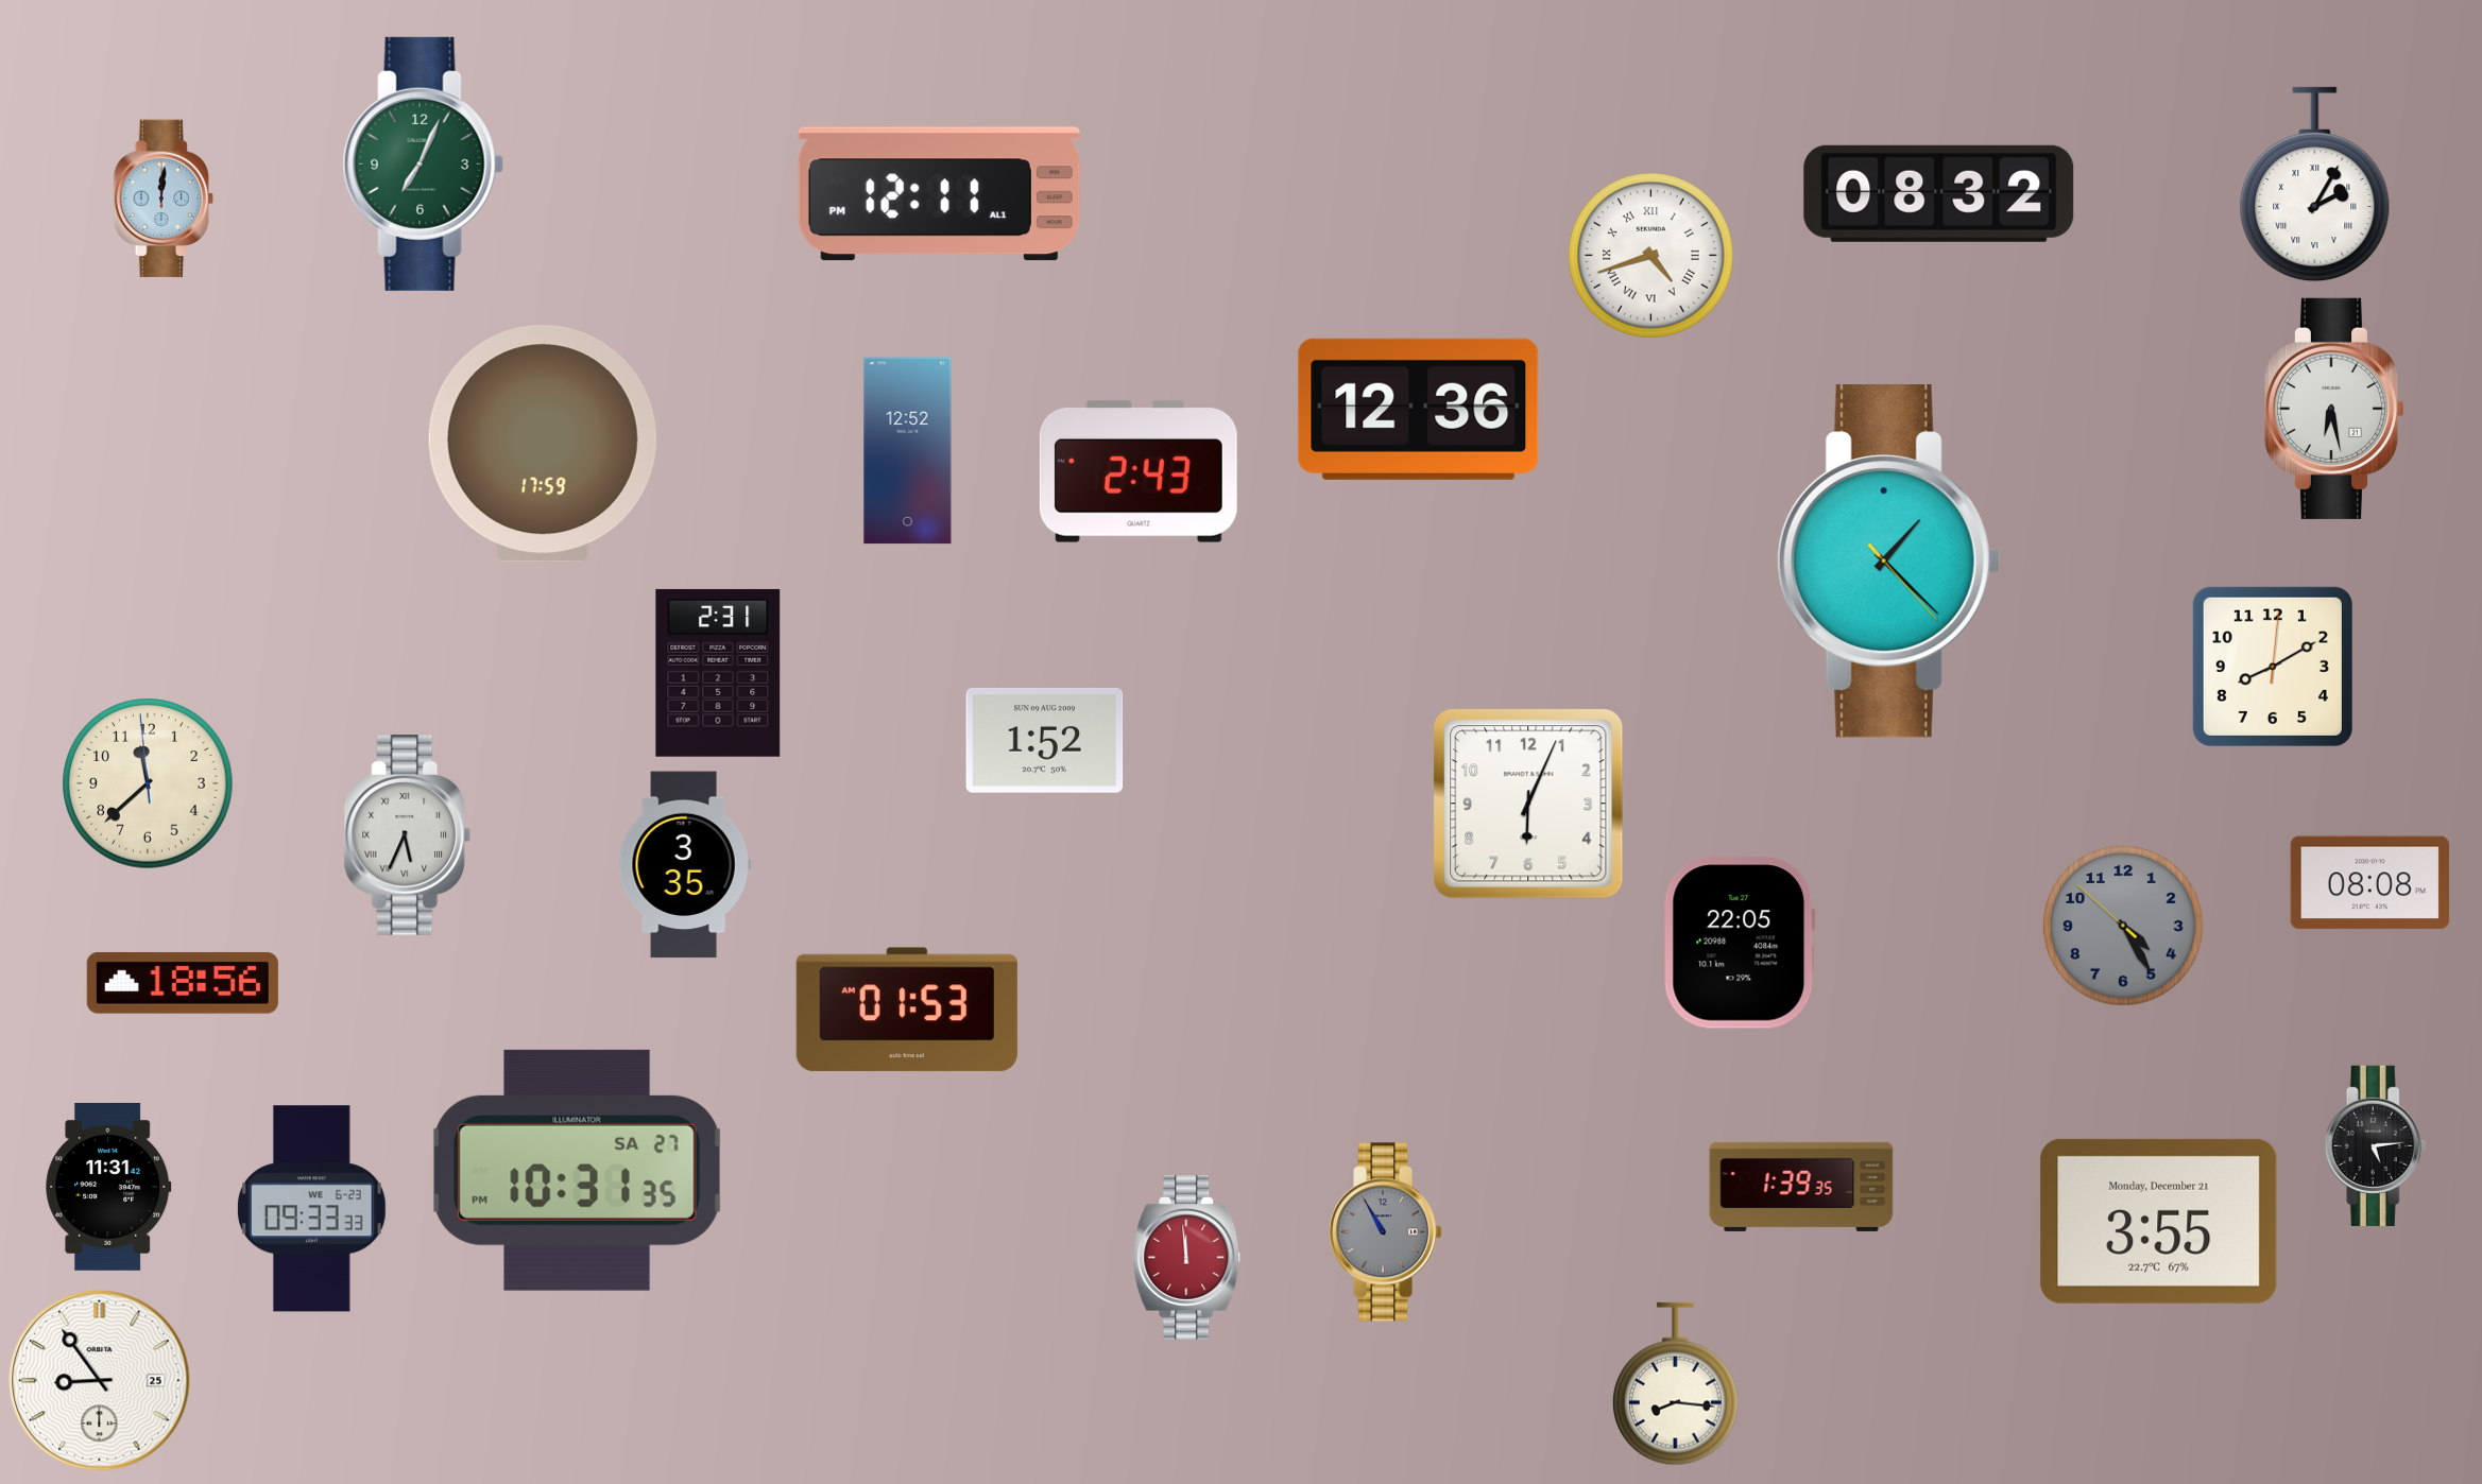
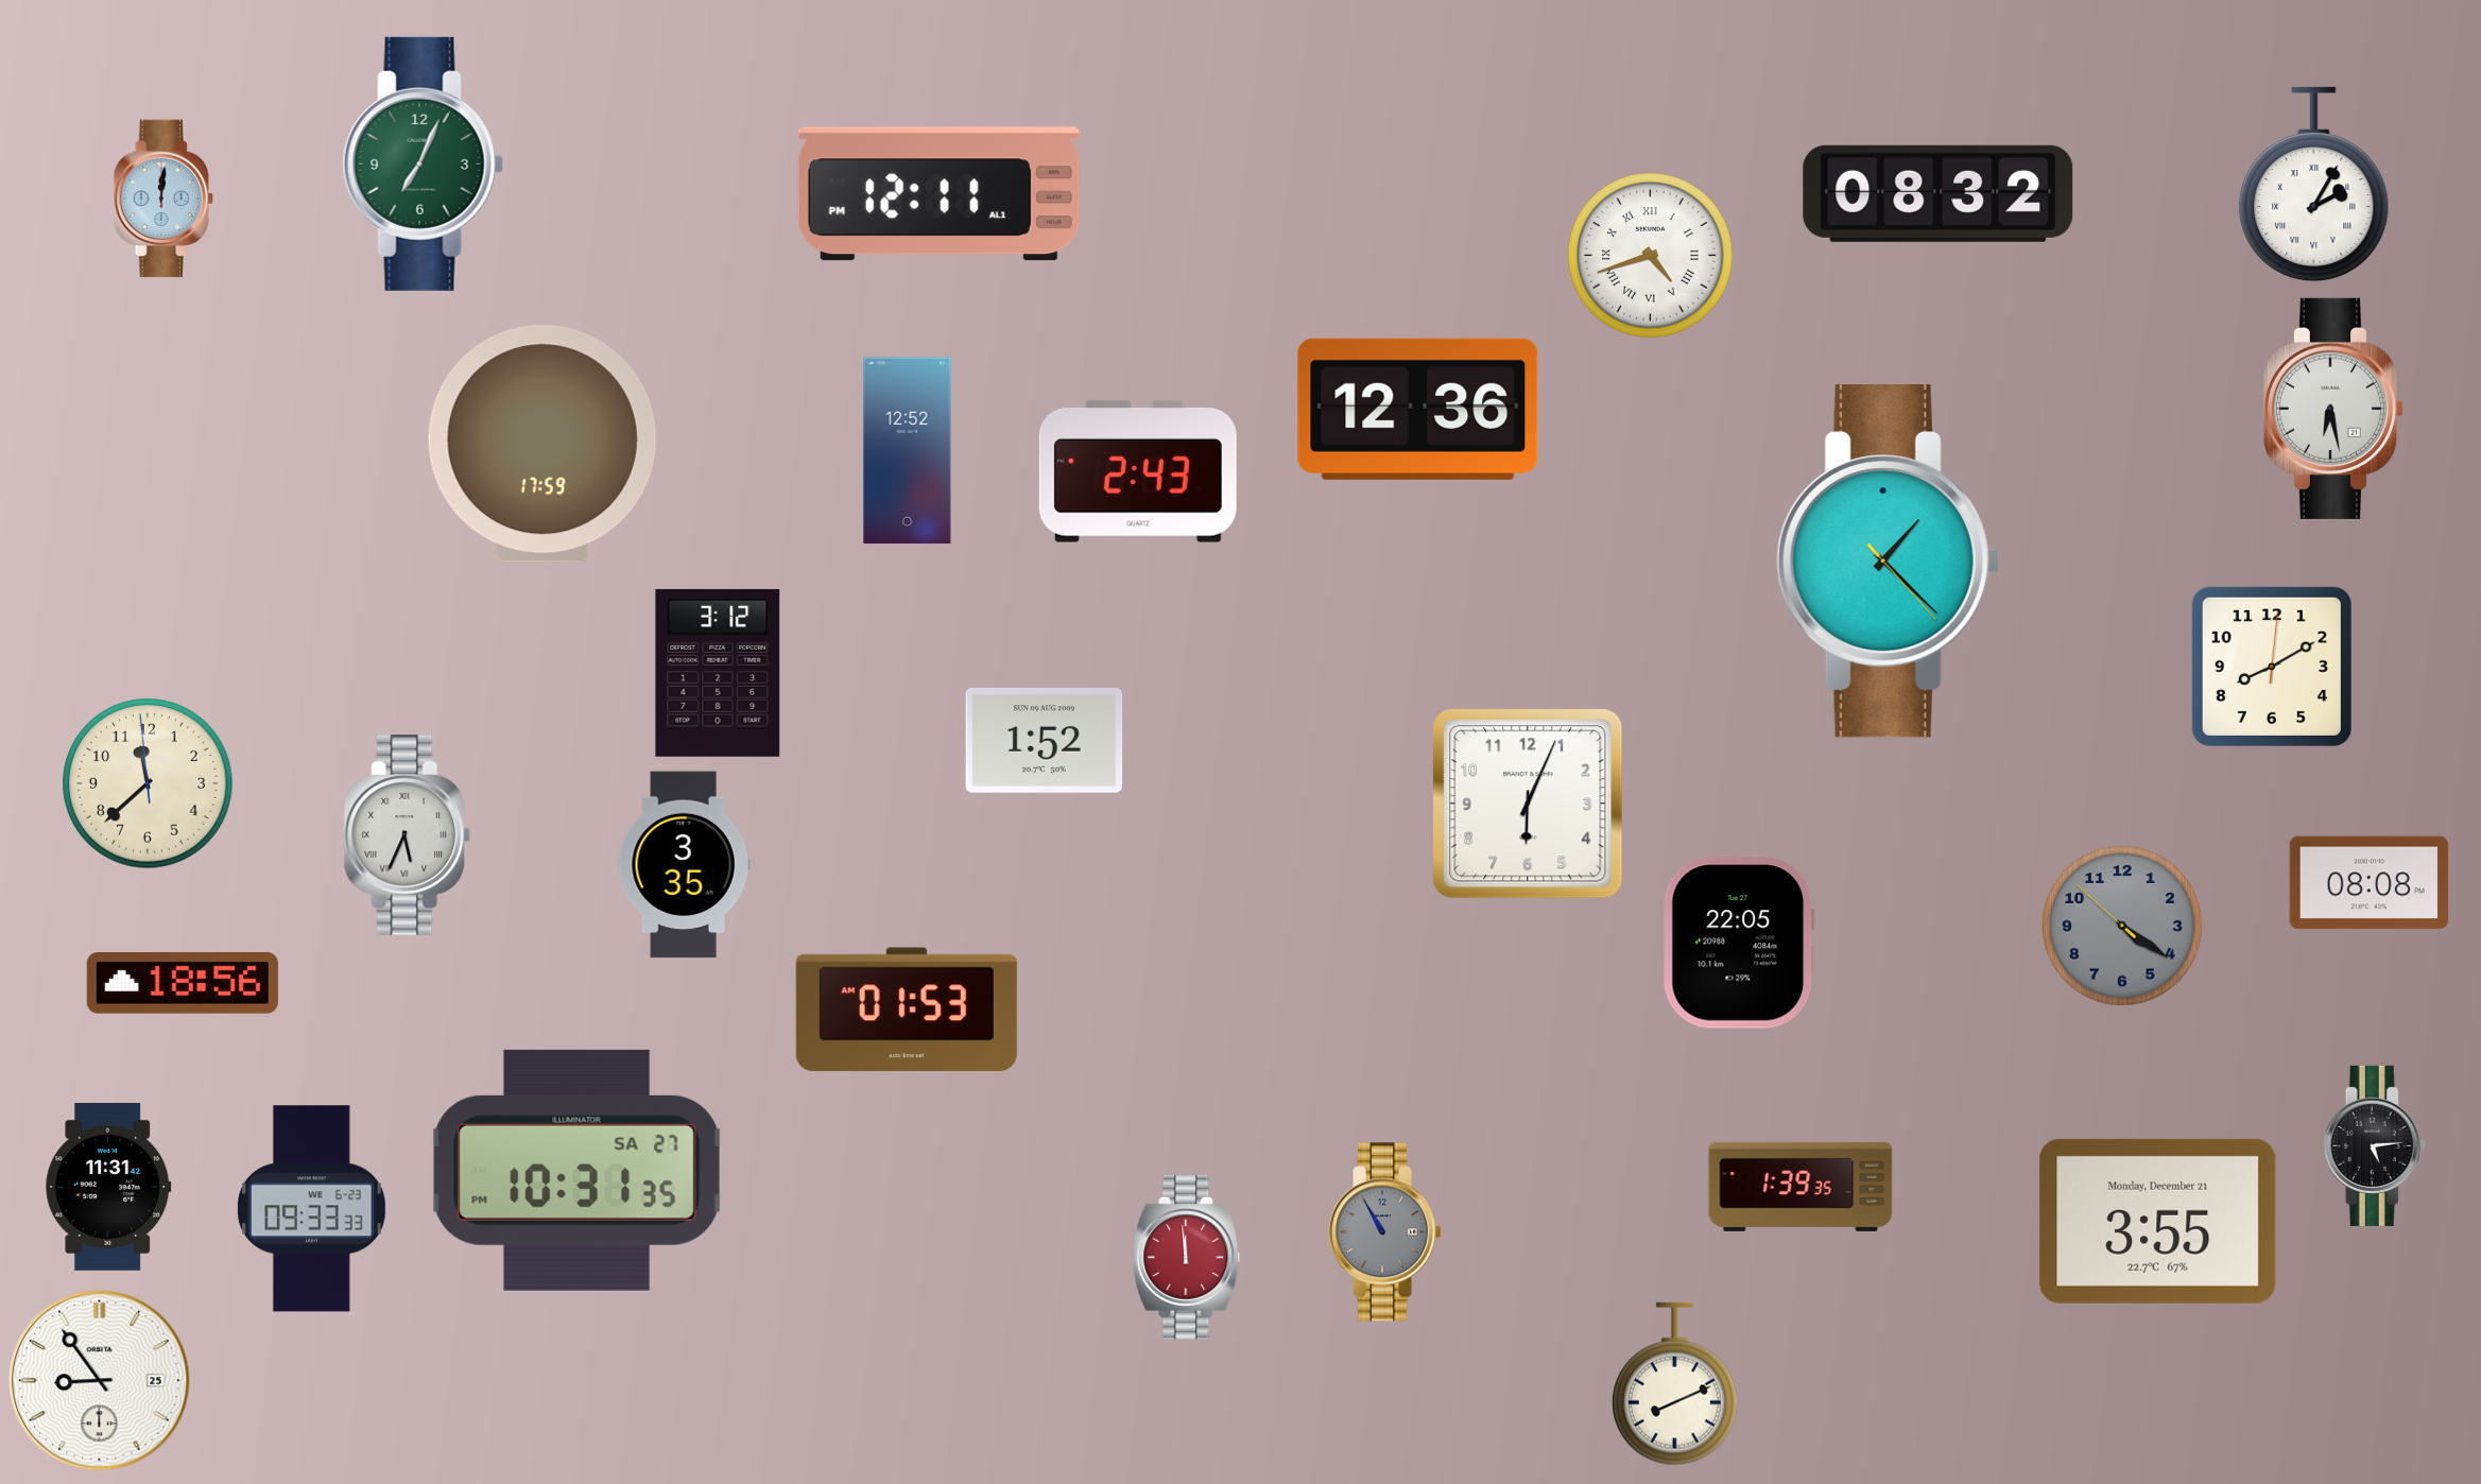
clock at (718, 673): 2:31 -> 3:12
clock at (2123, 926): 4:24 -> 4:20
clock at (1676, 1384): 8:16 -> 8:11
